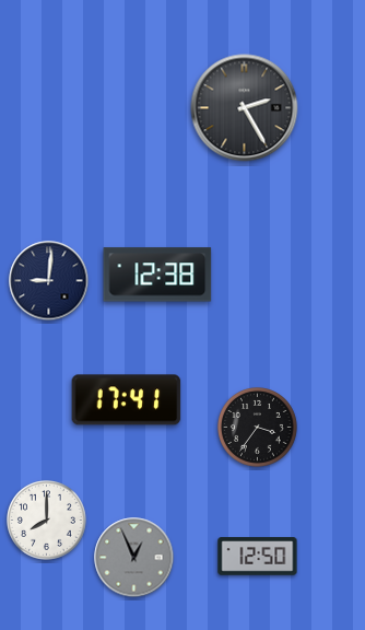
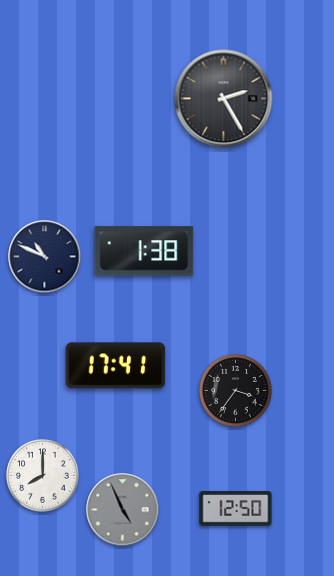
clock at (157, 275): 12:38 -> 1:38
clock at (49, 281): 9:01 -> 10:49
clock at (134, 558): 12:56 -> 4:56
